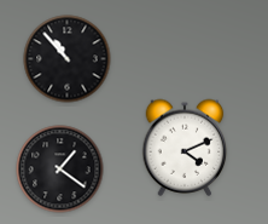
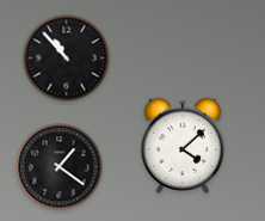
clock at (185, 148): 4:11 -> 4:08
